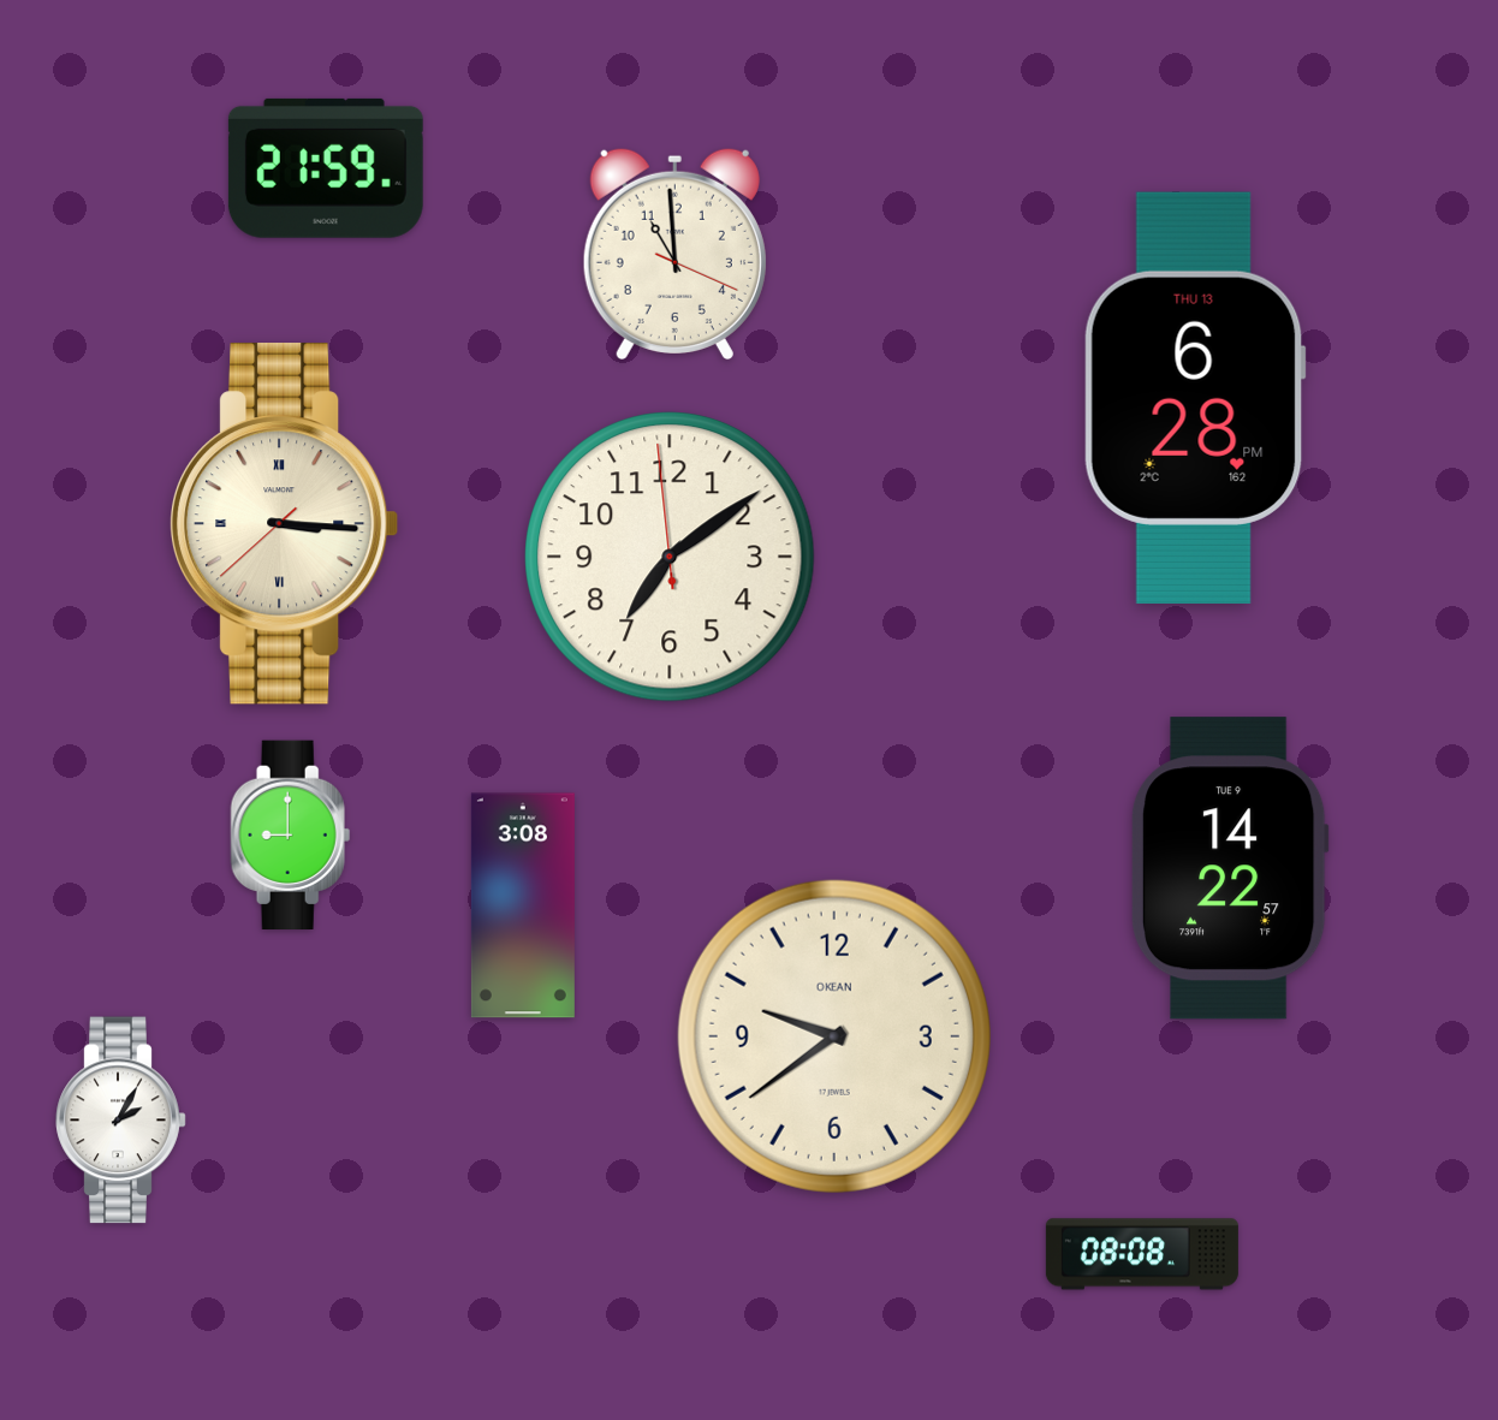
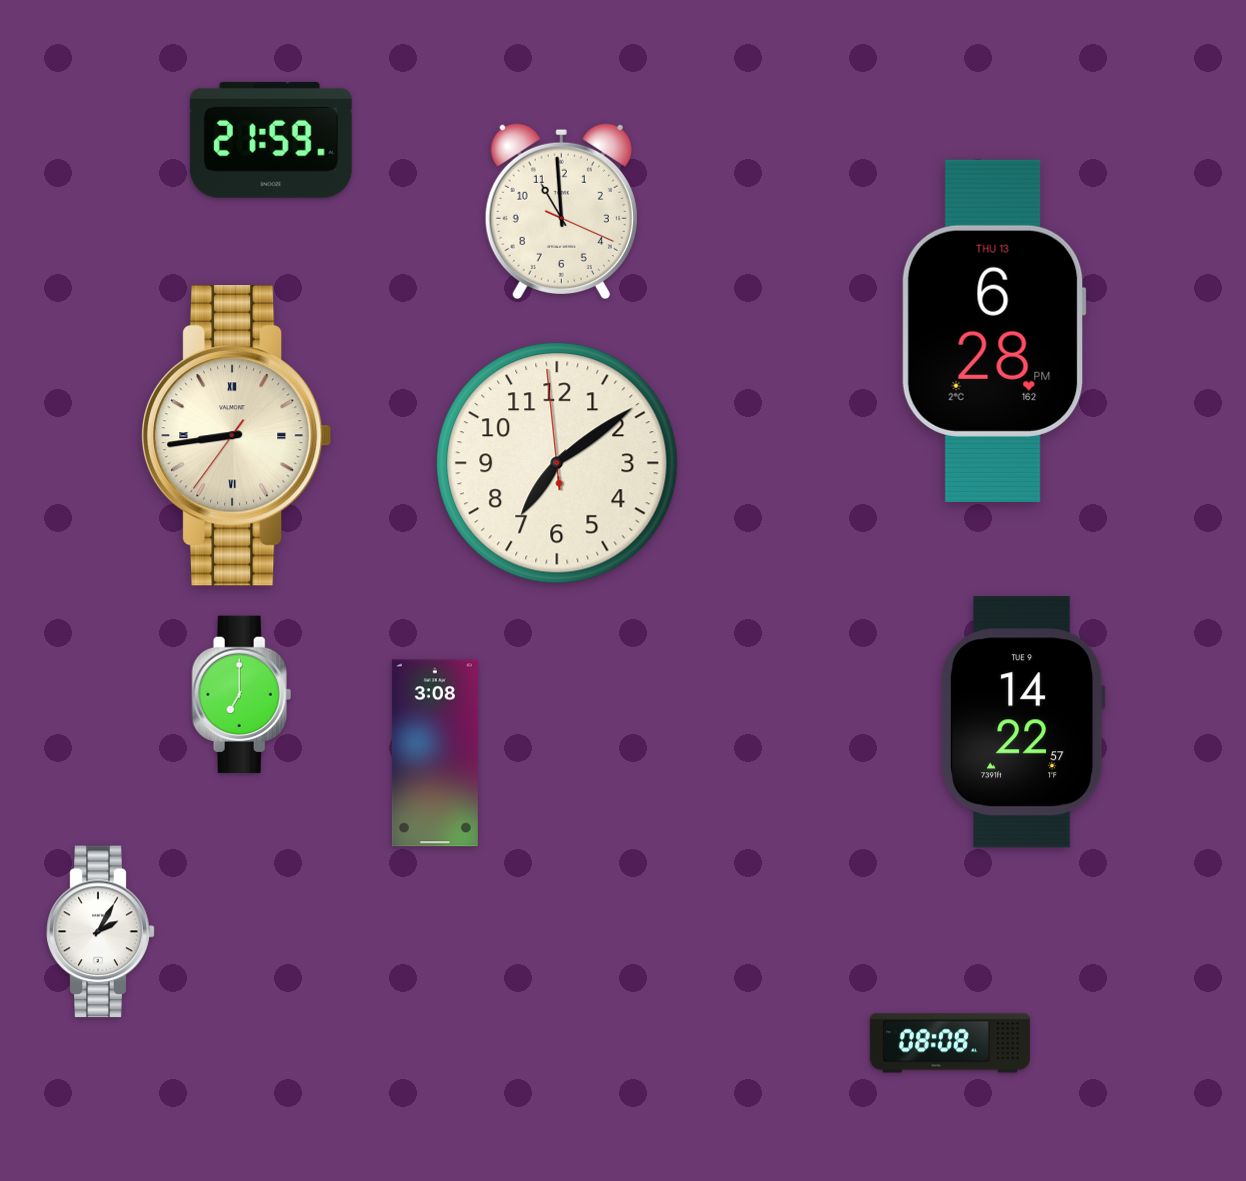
clock at (285, 524): 3:15 -> 8:43
clock at (291, 834): 9:00 -> 7:00
clock at (834, 1036): 9:39 -> none
